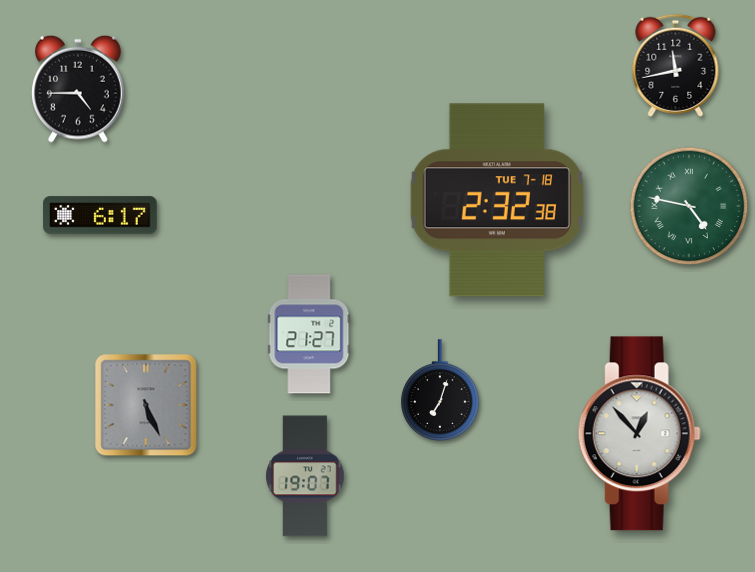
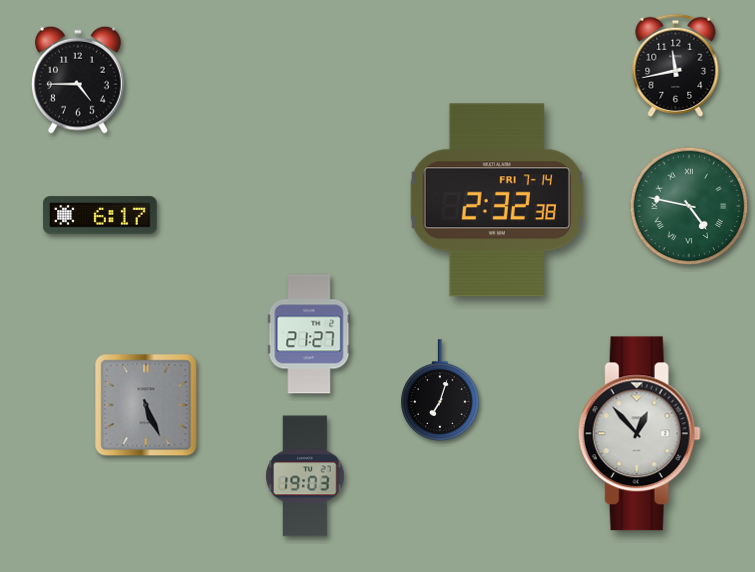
clock at (79, 89) position: (79, 89) -> (79, 80)
clock at (497, 200) date: TUE 7-18 -> FRI 7-14
clock at (305, 476): 19:07 -> 19:03
